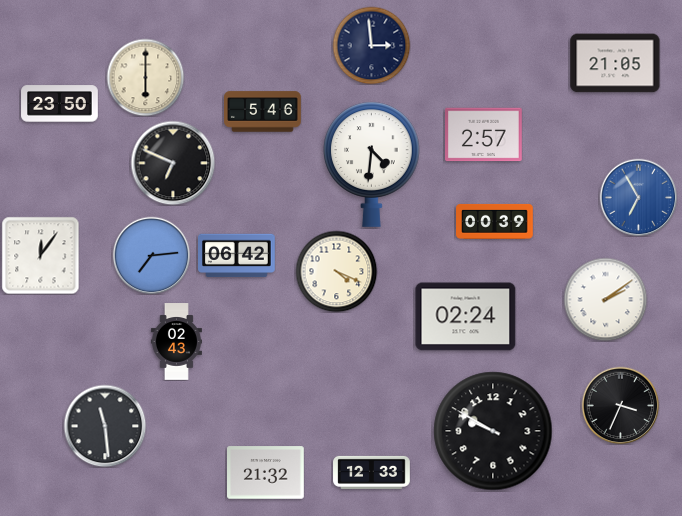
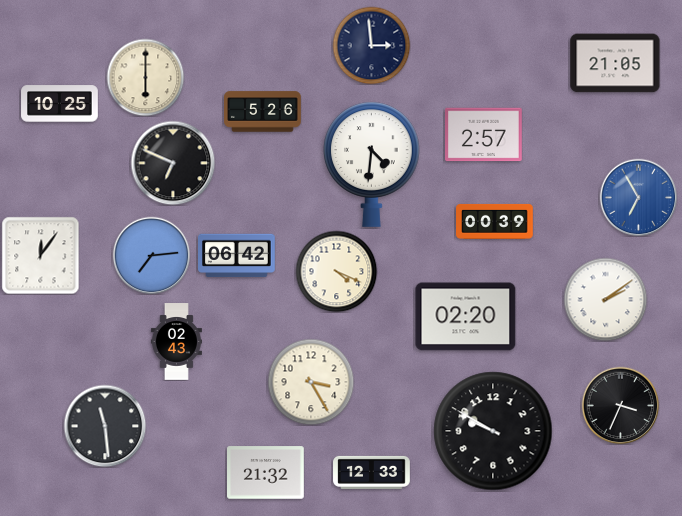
clock at (60, 104): 23:50 -> 10:25
clock at (263, 112): 5:46 -> 5:26
clock at (466, 317): 02:24 -> 02:20
clock at (311, 382): none -> 3:25
